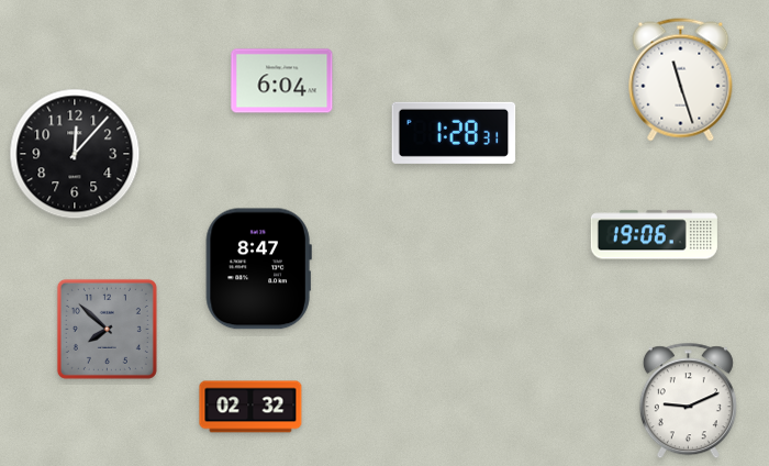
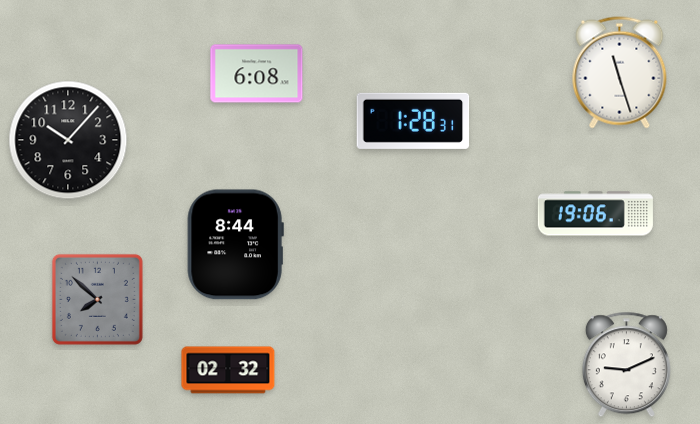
clock at (282, 81): 6:04 -> 6:08
clock at (75, 154): 12:07 -> 10:07
clock at (258, 269): 8:47 -> 8:44
